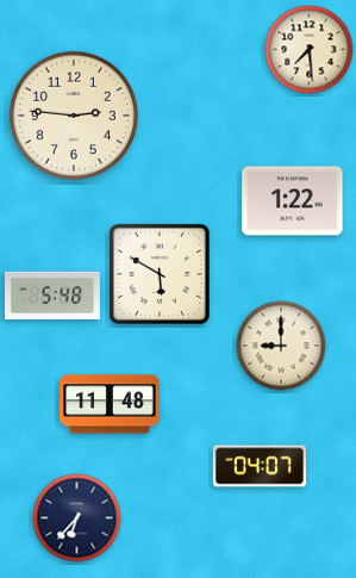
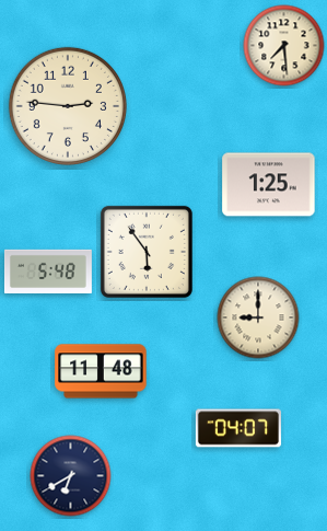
clock at (293, 201): 1:22 -> 1:25
clock at (160, 274): 5:50 -> 5:54
clock at (77, 518): 6:37 -> 6:40
